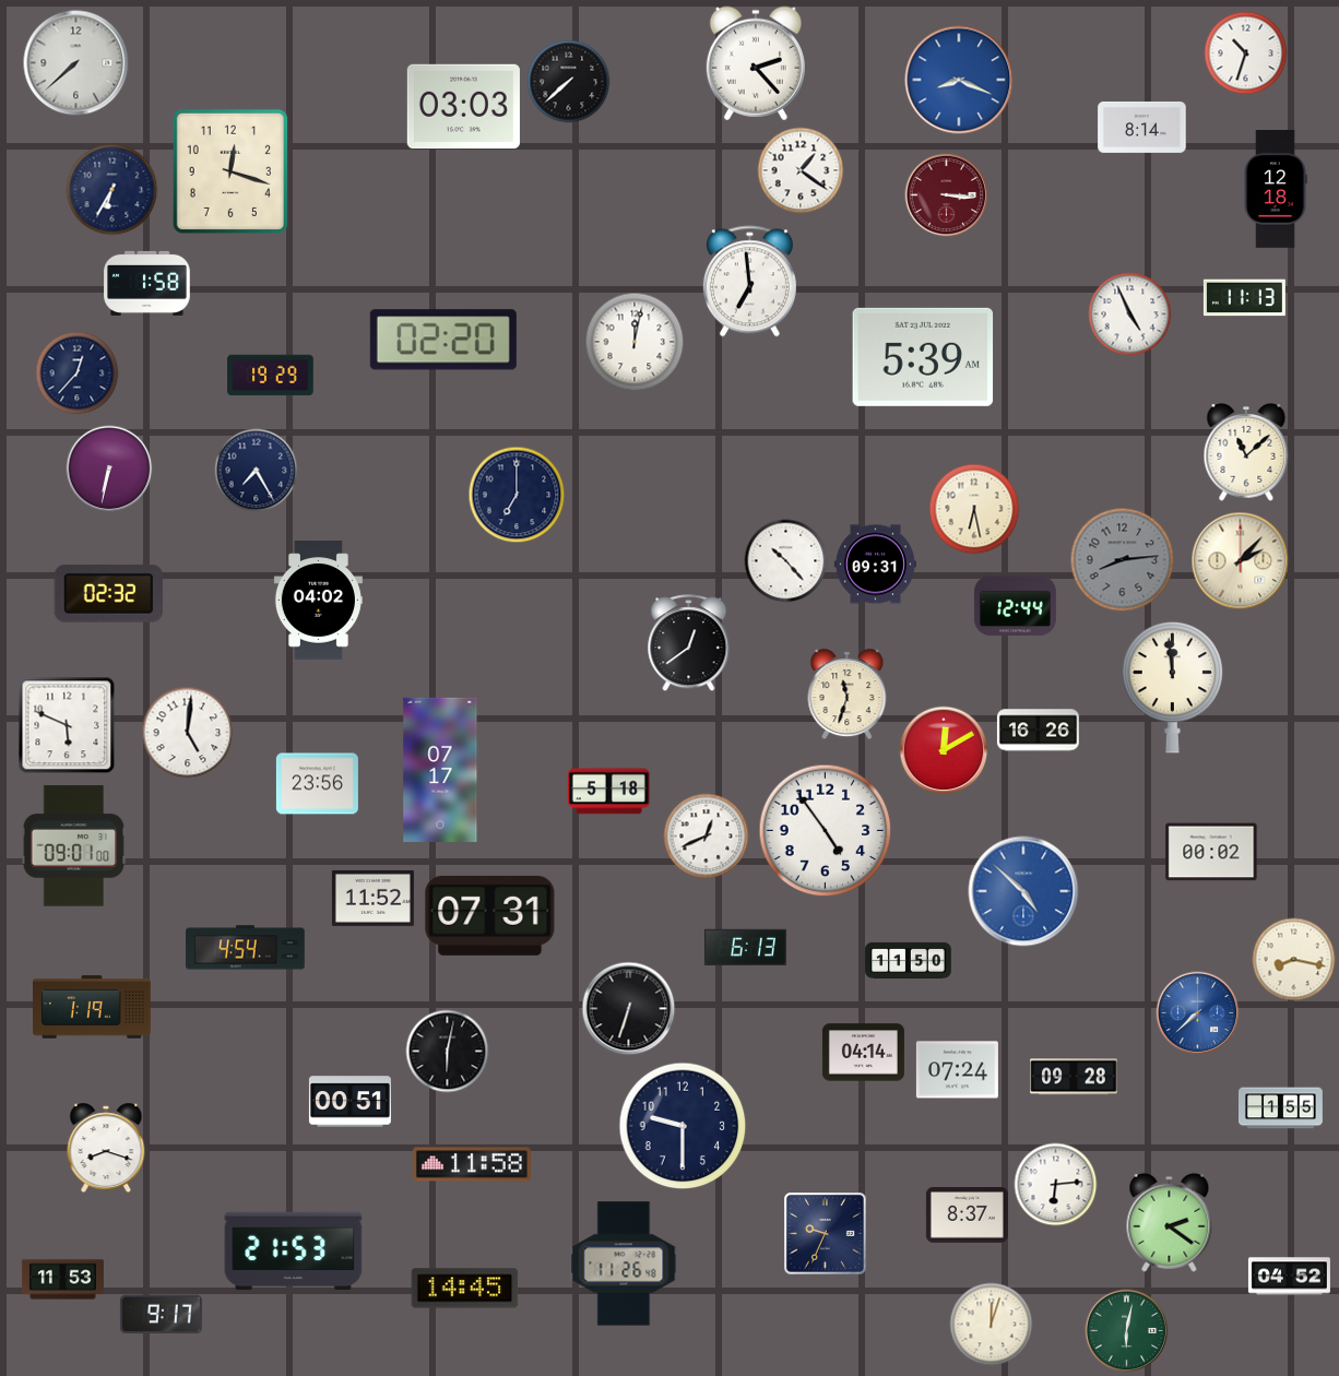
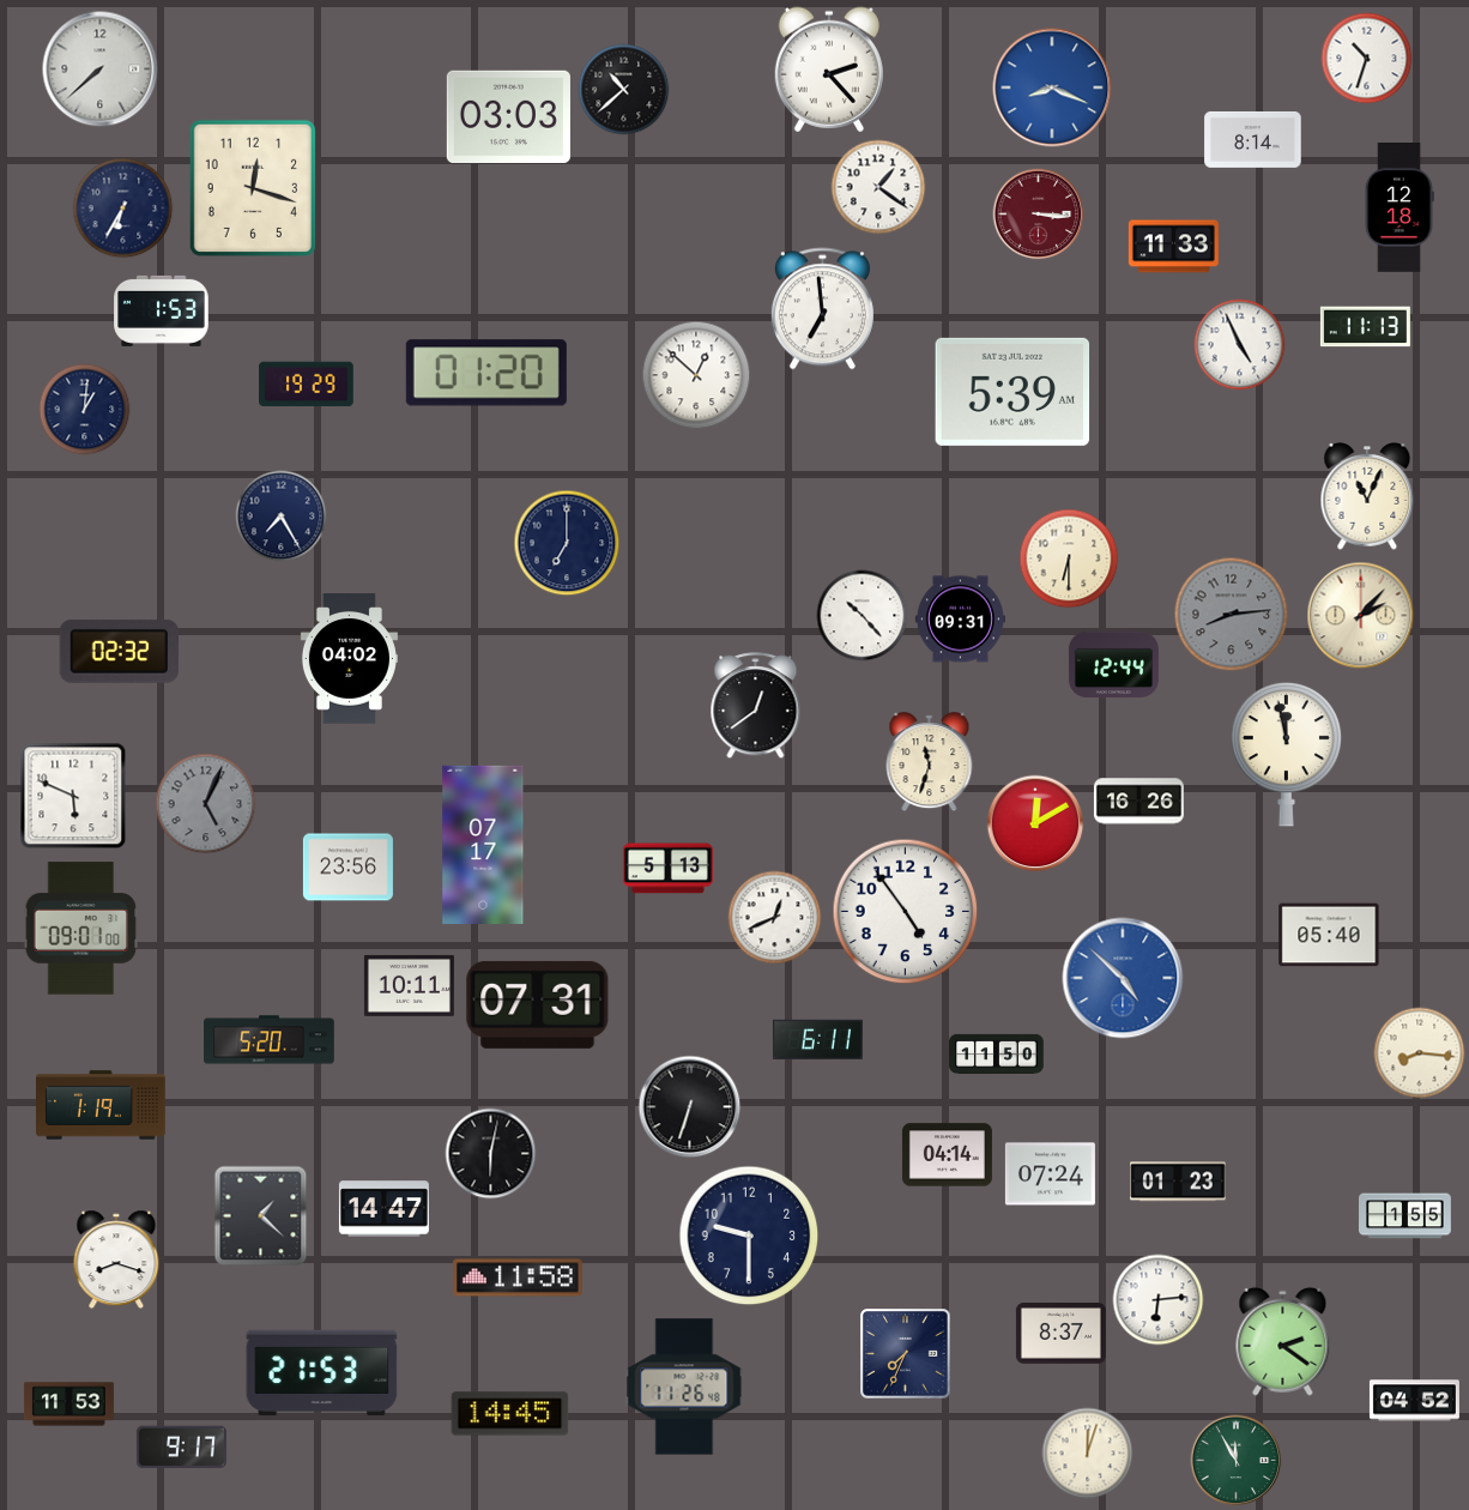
clock at (76, 63) position: (76, 63) -> (101, 70)
clock at (569, 82): 7:38 -> 10:38
clock at (1173, 247): none -> 11:33
clock at (147, 283): 1:58 -> 1:53
clock at (443, 340): 02:20 -> 01:20
clock at (635, 342): 12:02 -> 12:52
clock at (78, 373): 12:37 -> 1:01
clock at (271, 376) position: (271, 376) -> (307, 385)
clock at (1246, 453): 11:08 -> 11:04
clock at (109, 468): 6:32 -> none
clock at (974, 509): 6:28 -> 6:30
clock at (1173, 687): 11:59 -> 11:58
clock at (188, 733): 5:01 -> 5:04
clock at (188, 733) dial: white -> grey
clock at (317, 784) position: (317, 784) -> (347, 868)
clock at (608, 792): 5:18 -> 5:13
clock at (1211, 852): 00:02 -> 05:40
clock at (372, 898): 11:52 -> 10:11
clock at (246, 948): 4:54 -> 5:20
clock at (745, 948): 6:13 -> 6:11
clock at (1294, 960): 8:17 -> 8:16
clock at (1198, 1013): 7:38 -> none
clock at (1074, 1077): 09:28 -> 01:23
clock at (349, 1102): 00:51 -> 14:47
clock at (261, 1216): none -> 1:22
clock at (826, 1234): 9:34 -> 7:34
clock at (161, 1315) position: (161, 1315) -> (181, 1448)
clock at (1127, 1331): 6:02 -> 11:55
